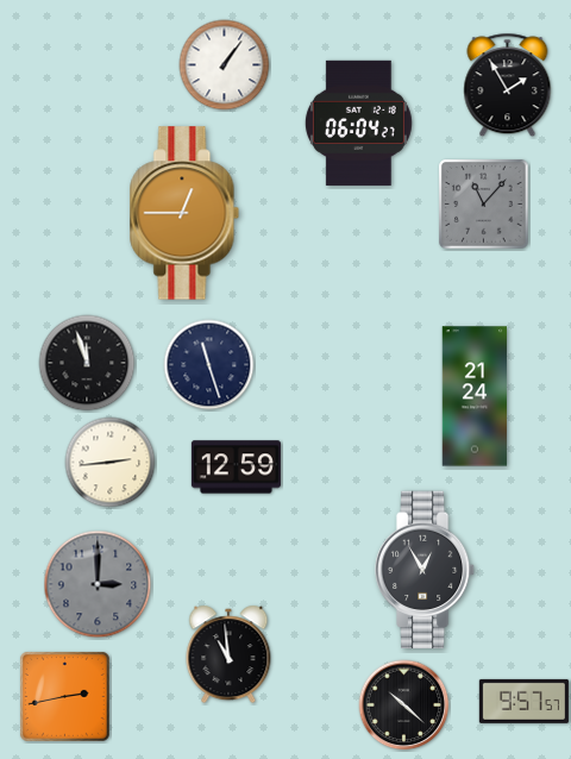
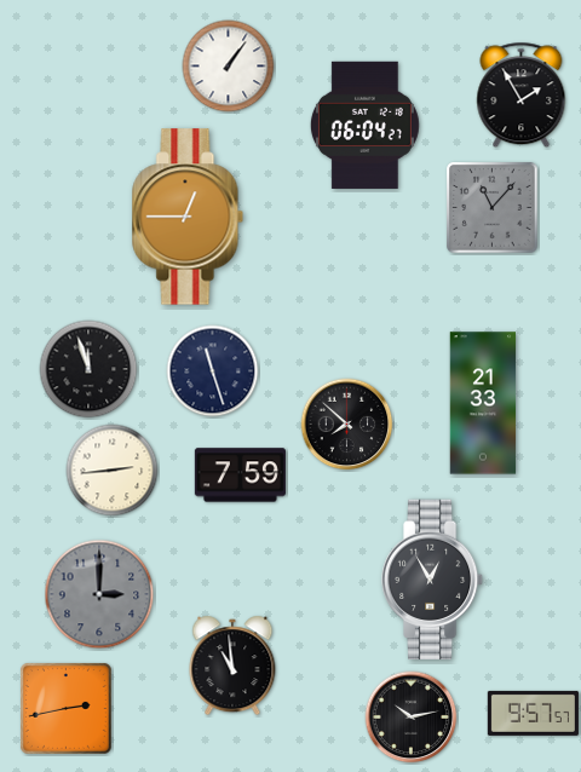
clock at (508, 86) position: (508, 86) -> (522, 96)
clock at (475, 396): 21:24 -> 21:33
clock at (347, 425): none -> 7:52
clock at (236, 468): 12:59 -> 7:59
clock at (404, 705): 10:22 -> 10:13
